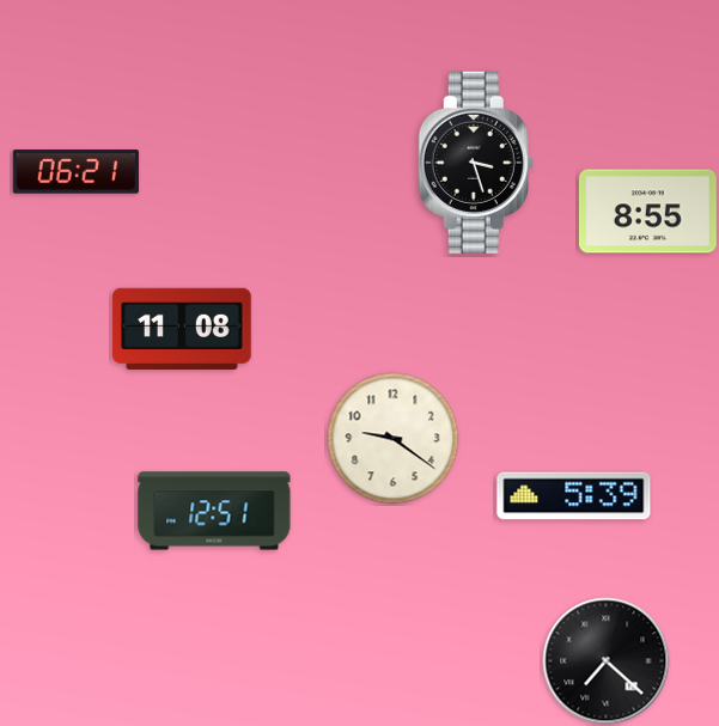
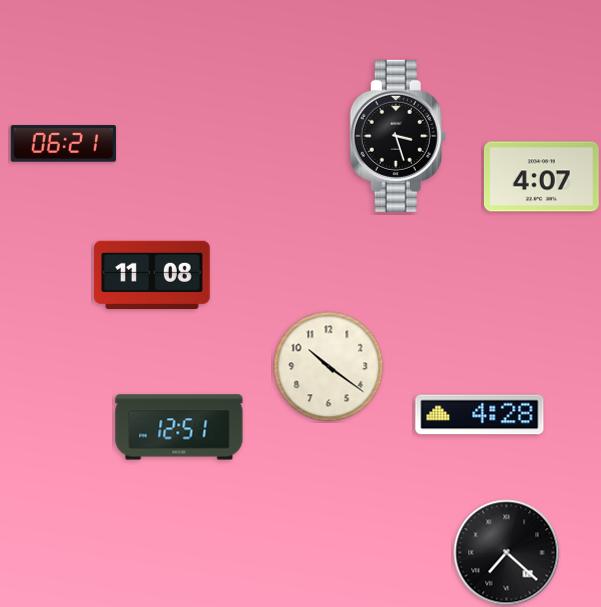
clock at (647, 212): 8:55 -> 4:07
clock at (394, 439): 9:21 -> 10:21
clock at (574, 496): 5:39 -> 4:28
